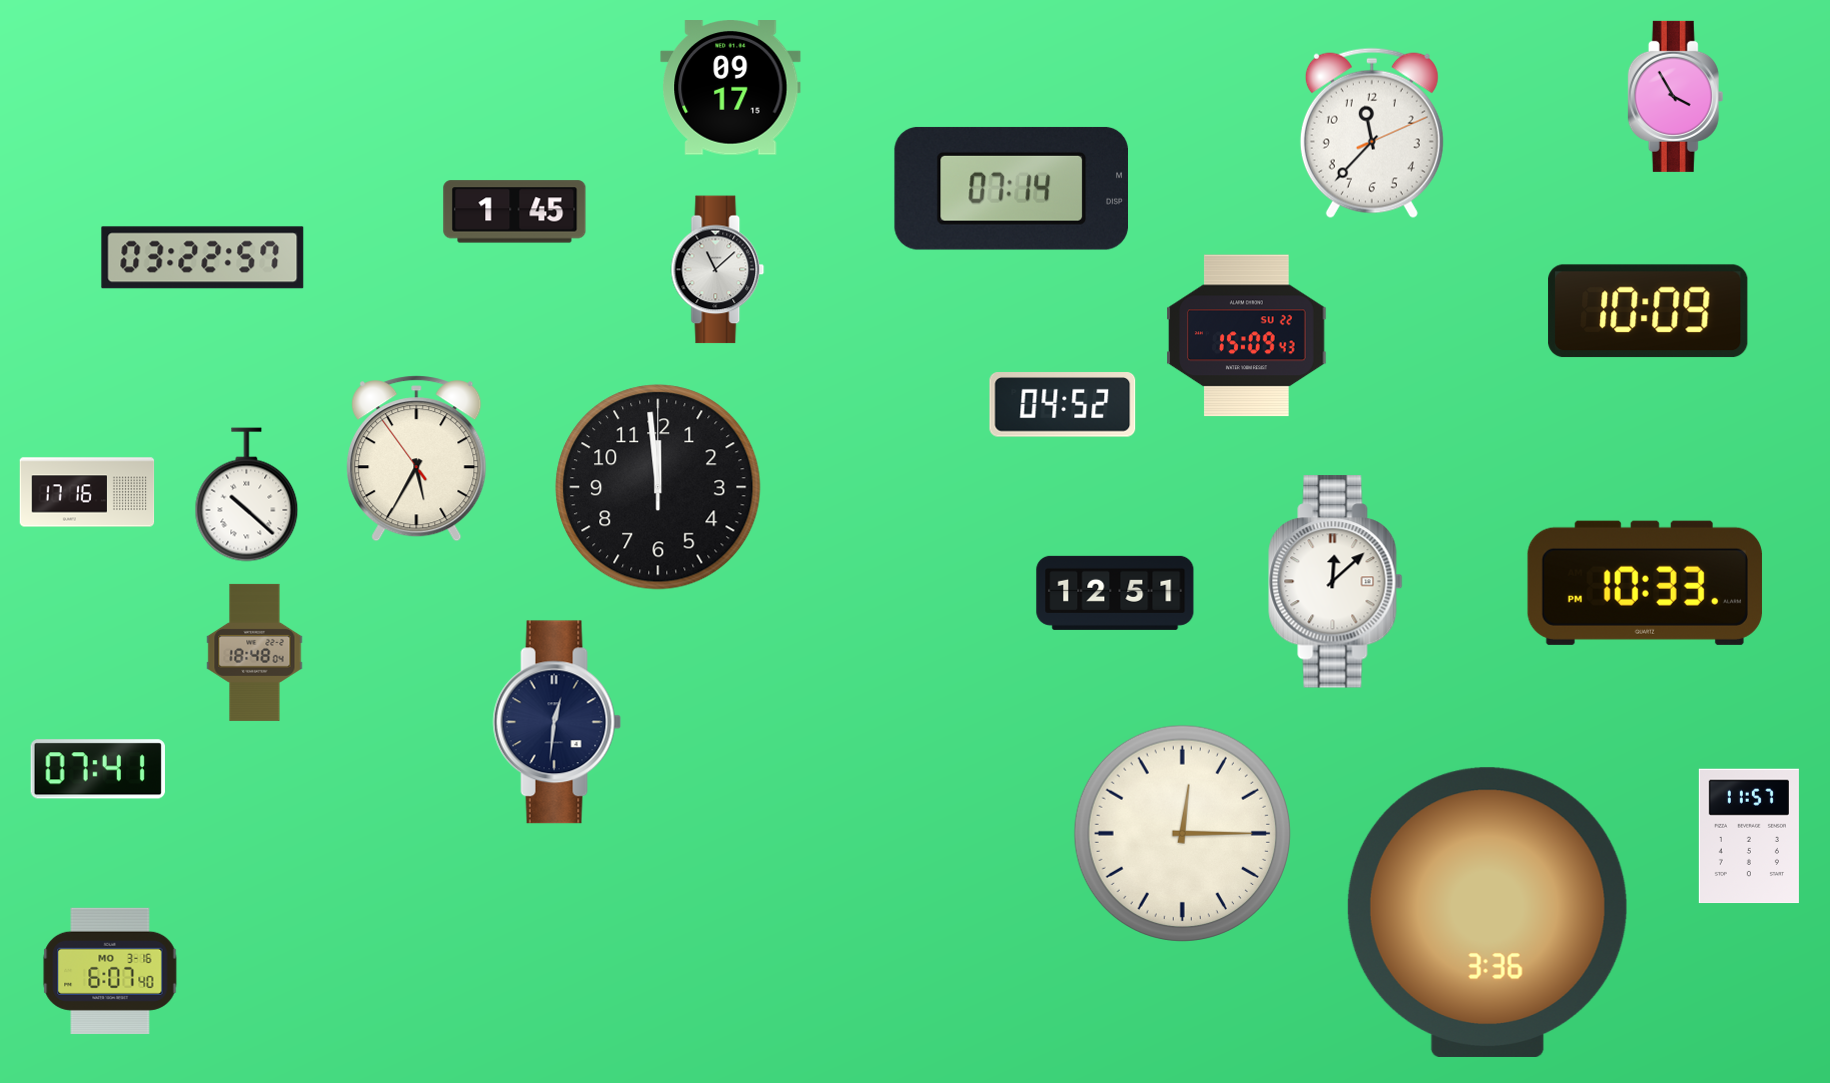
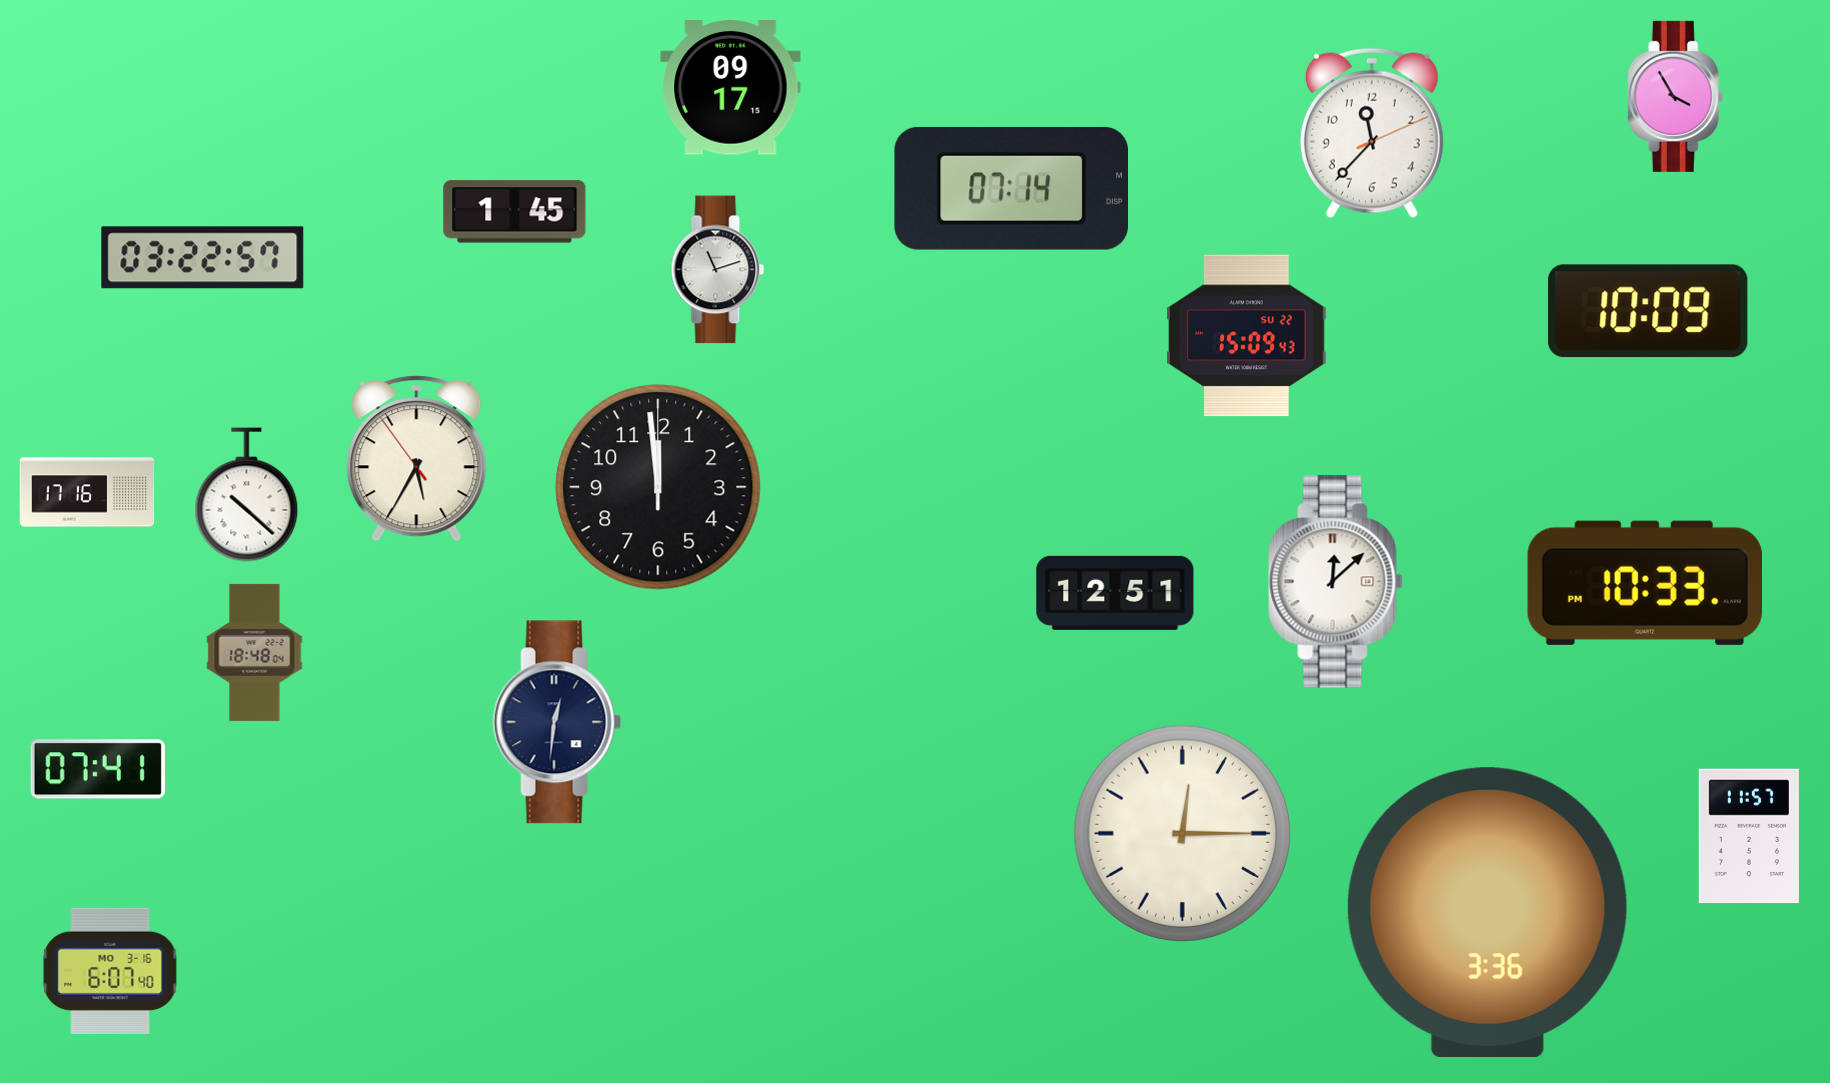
clock at (718, 270): 11:08 -> 11:12
clock at (1063, 405): 04:52 -> none
